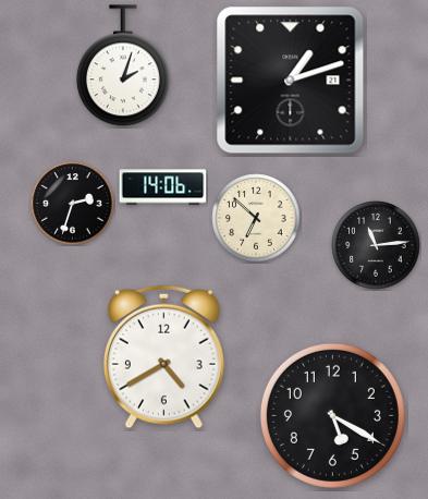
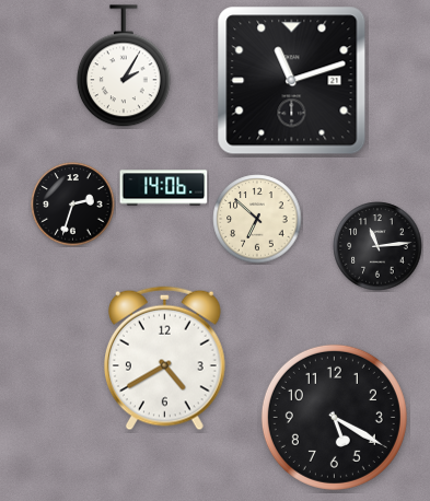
clock at (123, 66): 2:03 -> 2:05
clock at (291, 81): 1:12 -> 11:12
